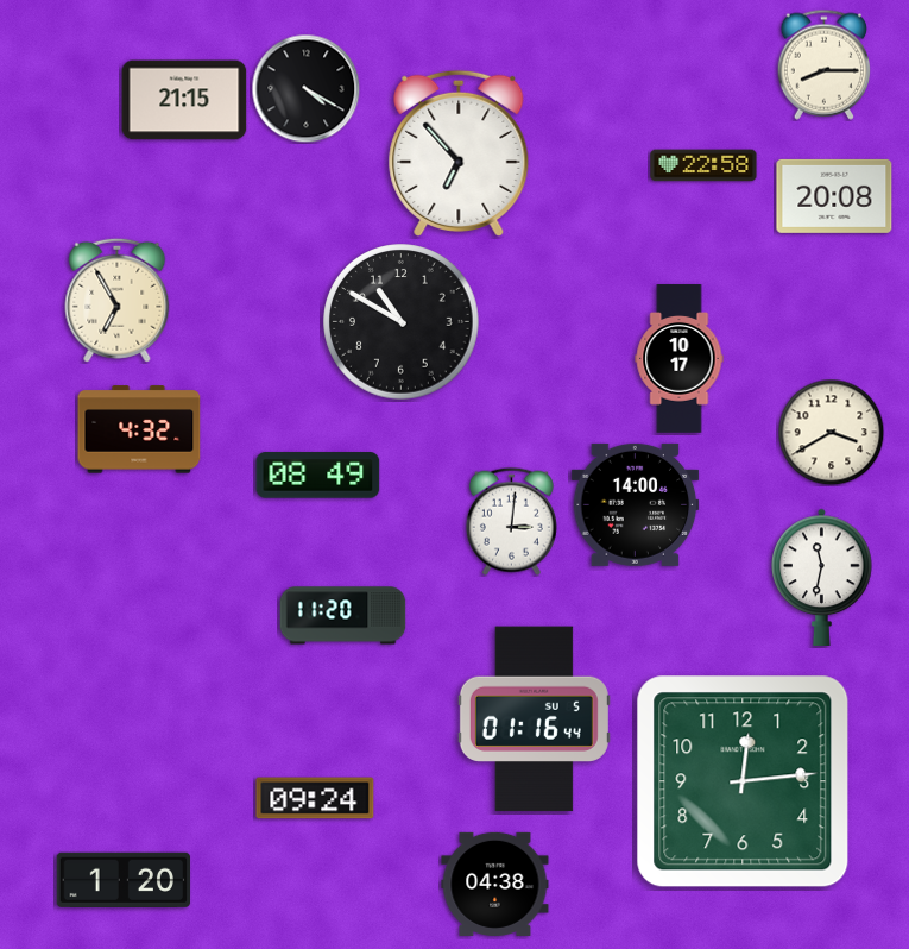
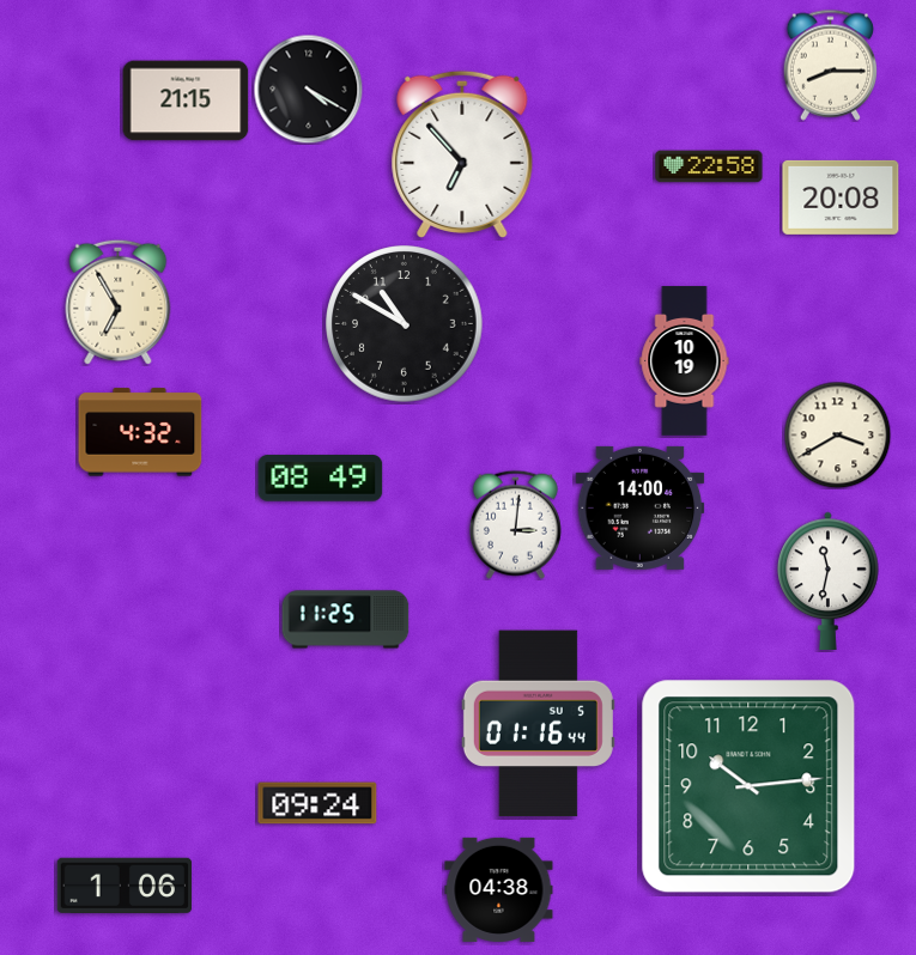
clock at (680, 359): 10:17 -> 10:19
clock at (343, 616): 11:20 -> 11:25
clock at (743, 781): 12:14 -> 10:14
clock at (124, 879): 1:20 -> 1:06
